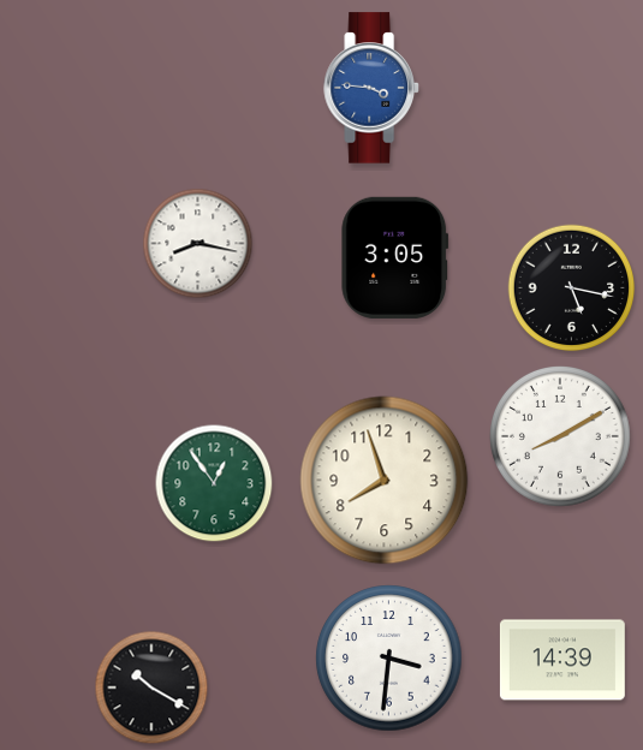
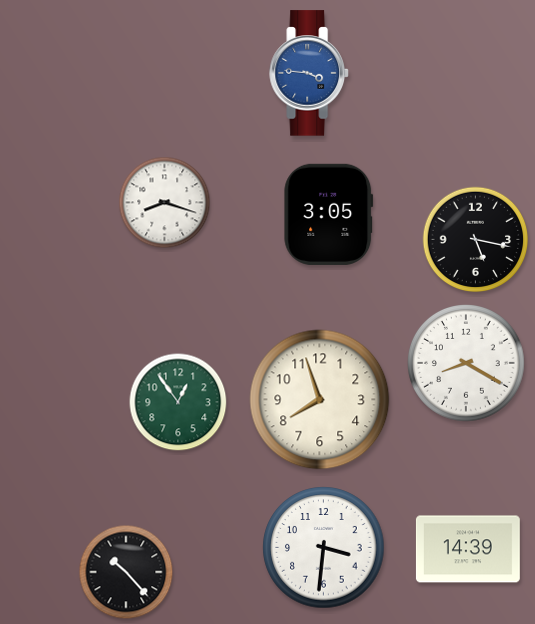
clock at (198, 244): 8:17 -> 8:18
clock at (561, 437): 8:10 -> 8:20
clock at (151, 687): 10:20 -> 10:23
